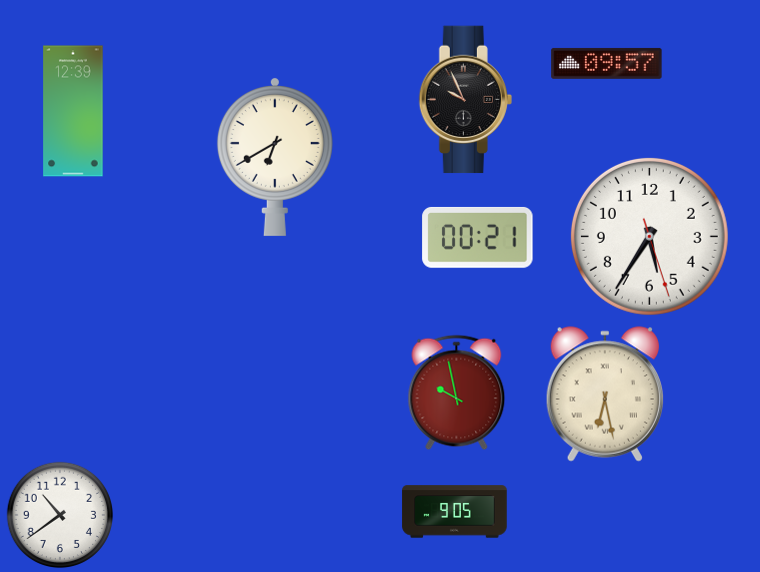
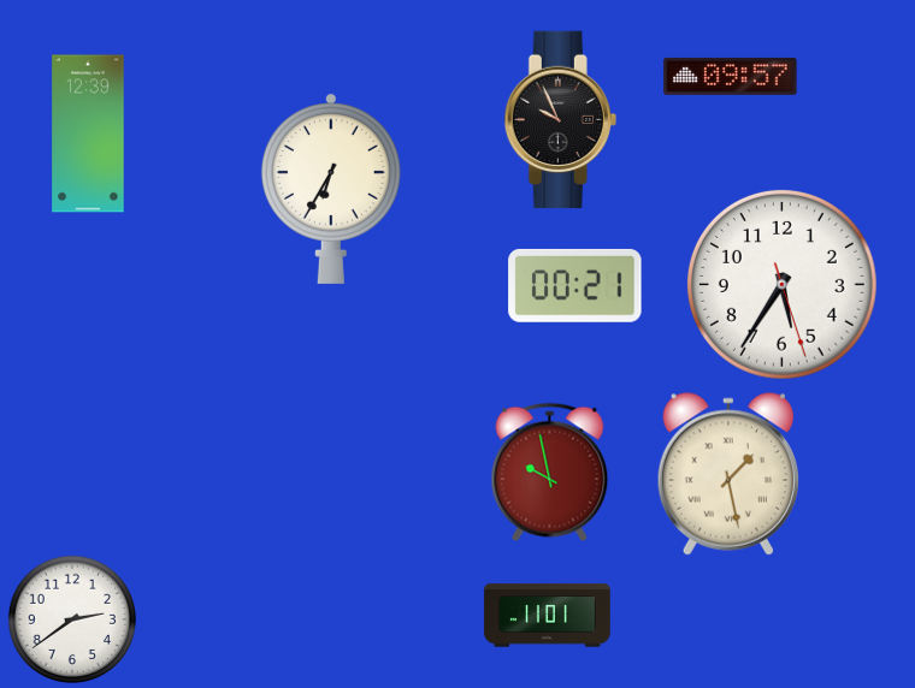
clock at (275, 156): 6:40 -> 6:35
clock at (605, 394): 6:28 -> 1:28
clock at (455, 512): 9:05 -> 11:01
clock at (59, 514): 10:39 -> 2:39
